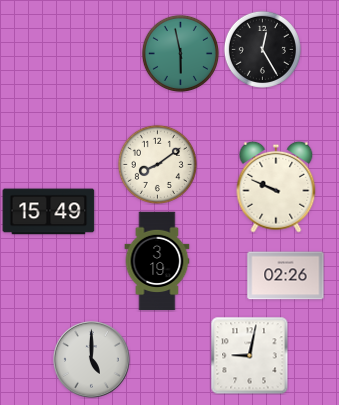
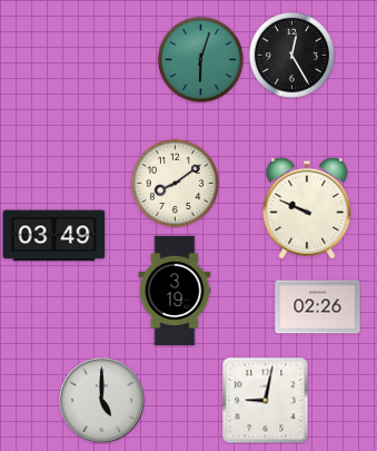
clock at (180, 53): 5:58 -> 6:03
clock at (49, 212): 15:49 -> 03:49
clock at (249, 355) position: (249, 355) -> (265, 400)
